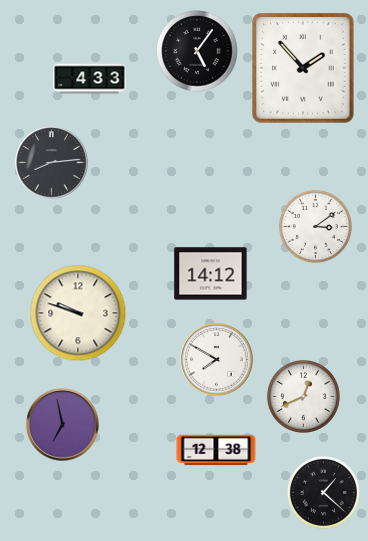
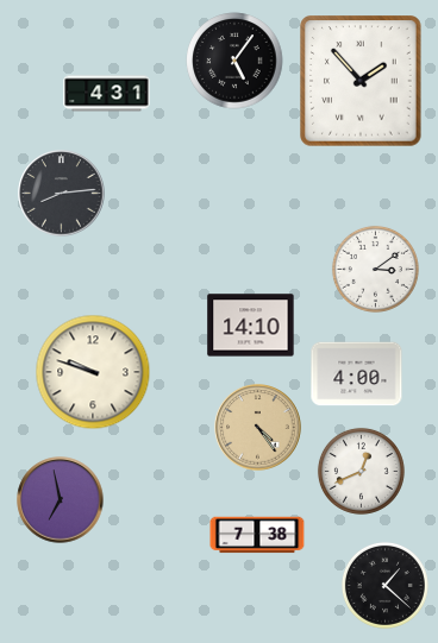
clock at (90, 79): 4:33 -> 4:31
clock at (211, 274): 14:12 -> 14:10
clock at (357, 374): none -> 4:00
clock at (217, 360): 7:50 -> 4:24
clock at (217, 360) dial: white -> champagne
clock at (63, 425) position: (63, 425) -> (61, 500)
clock at (216, 450): 12:38 -> 7:38
